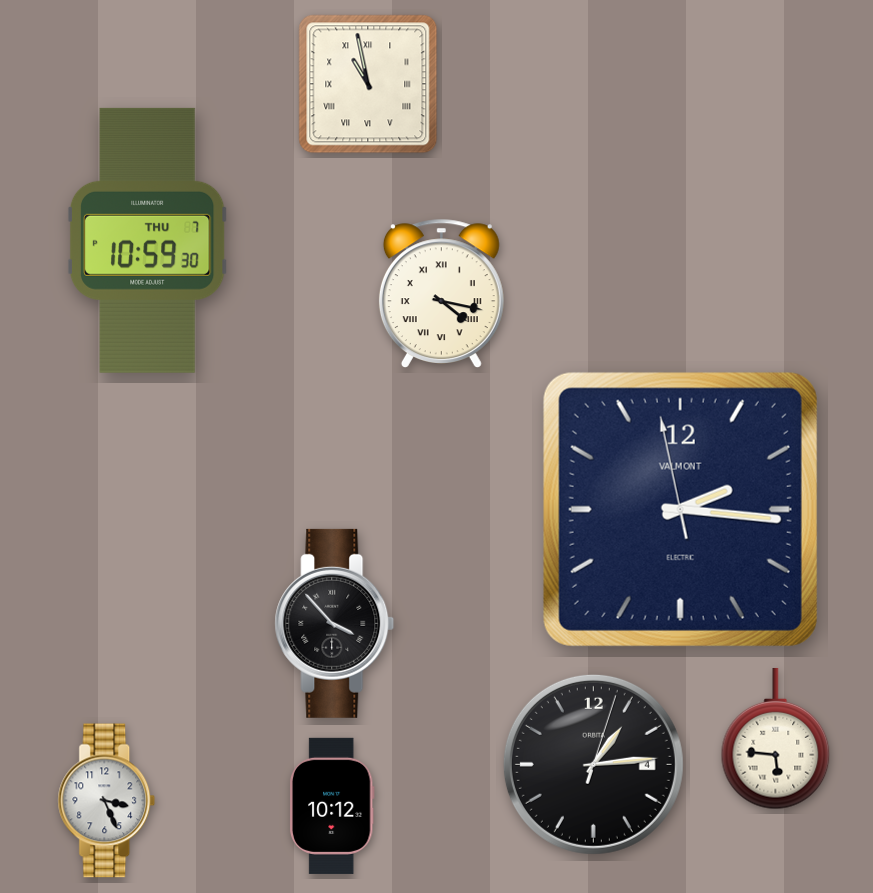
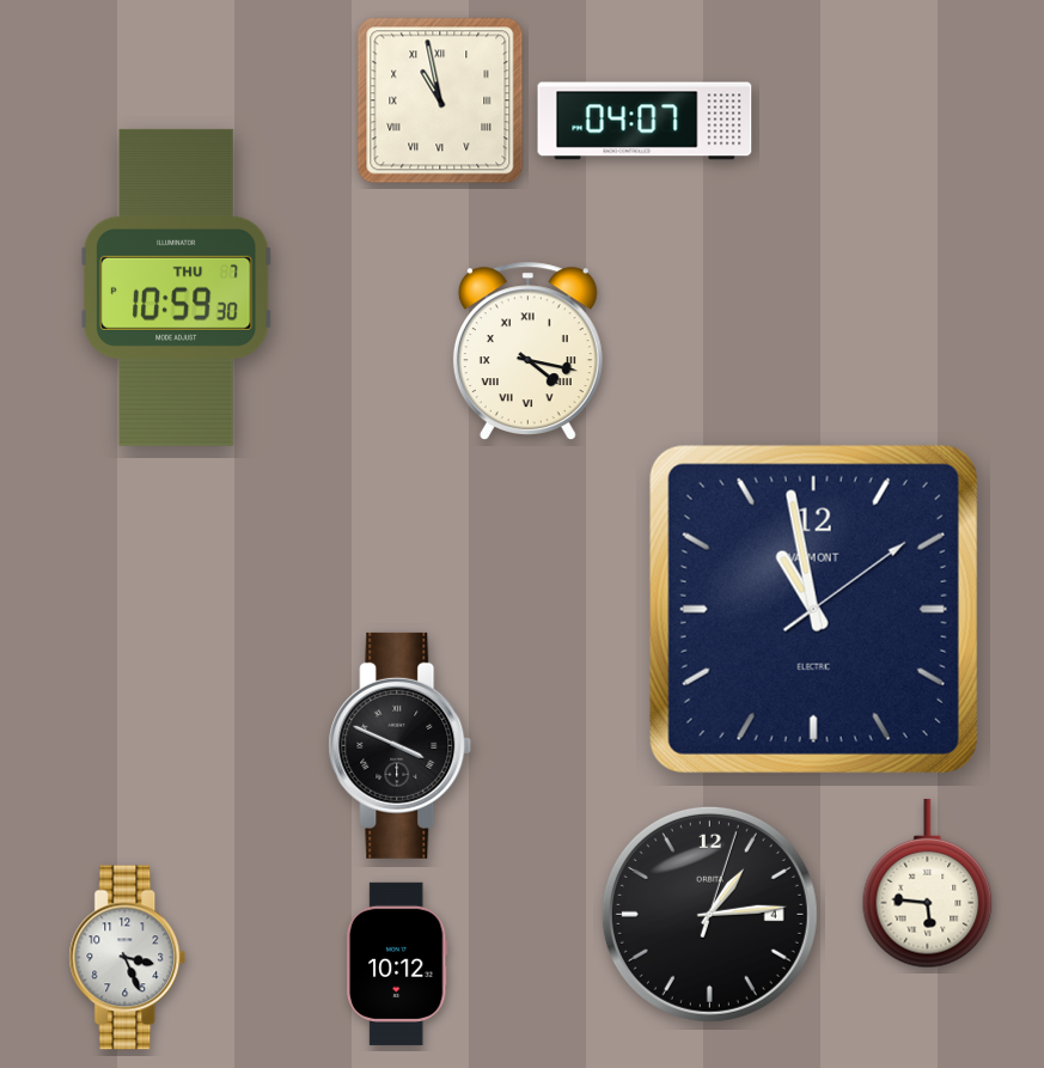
clock at (645, 121): none -> 04:07
clock at (680, 509): 2:15 -> 10:58
clock at (335, 623): 3:53 -> 3:49
